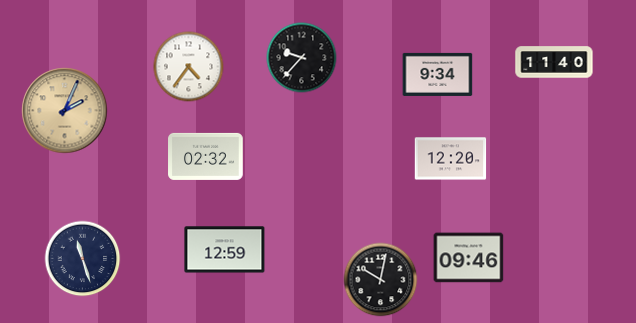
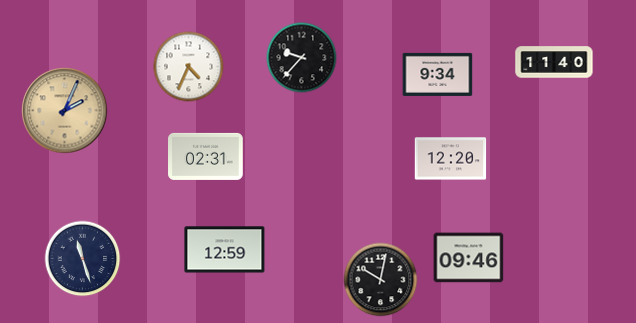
clock at (189, 67): 4:36 -> 4:34
clock at (206, 156): 02:32 -> 02:31
